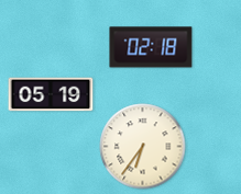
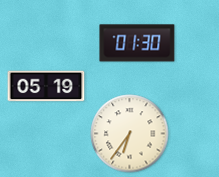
clock at (151, 47): 02:18 -> 01:30
